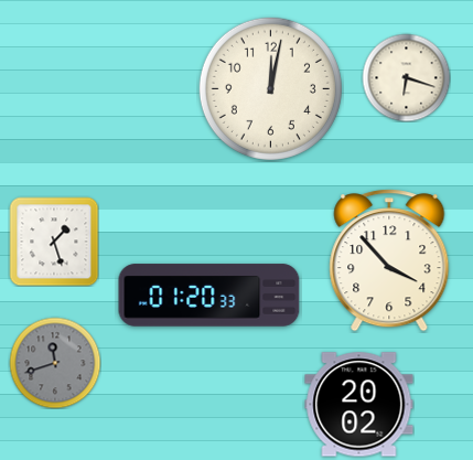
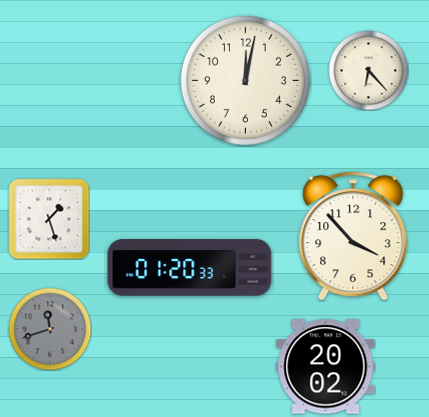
clock at (406, 77): 6:18 -> 6:23
